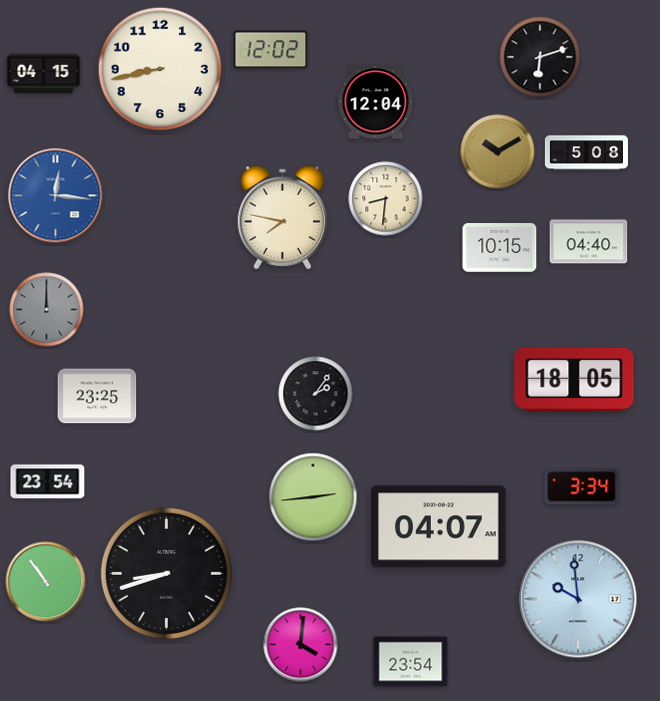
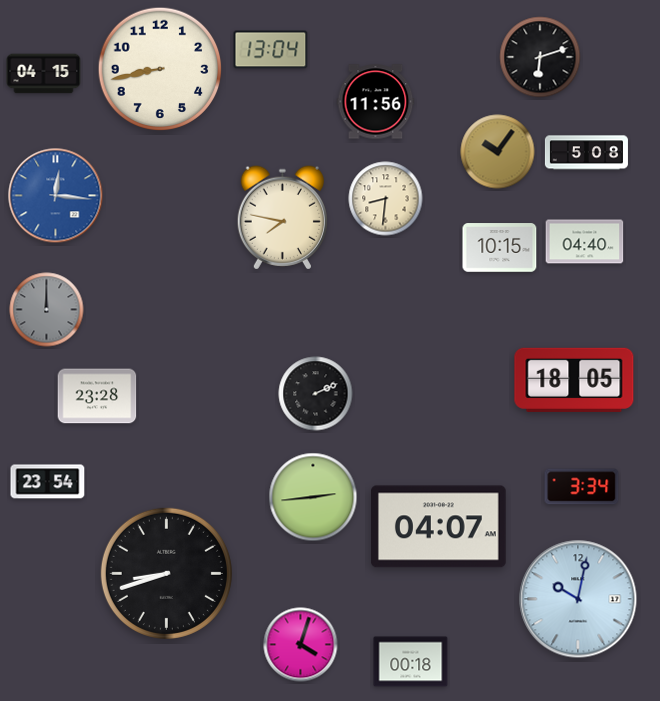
clock at (271, 50): 12:02 -> 13:04
clock at (376, 102): 12:04 -> 11:56
clock at (498, 152): 10:10 -> 10:06
clock at (589, 242) position: (589, 242) -> (585, 242)
clock at (316, 394): 2:06 -> 2:11
clock at (97, 396): 23:25 -> 23:28
clock at (46, 582): 10:54 -> none
clock at (578, 599): 9:59 -> 10:02
clock at (301, 645): 4:01 -> 4:03
clock at (411, 662): 23:54 -> 00:18
